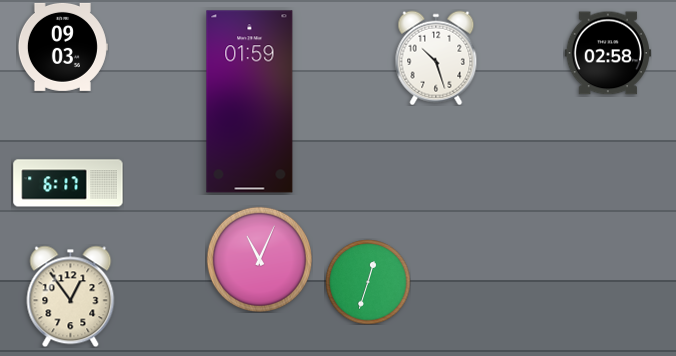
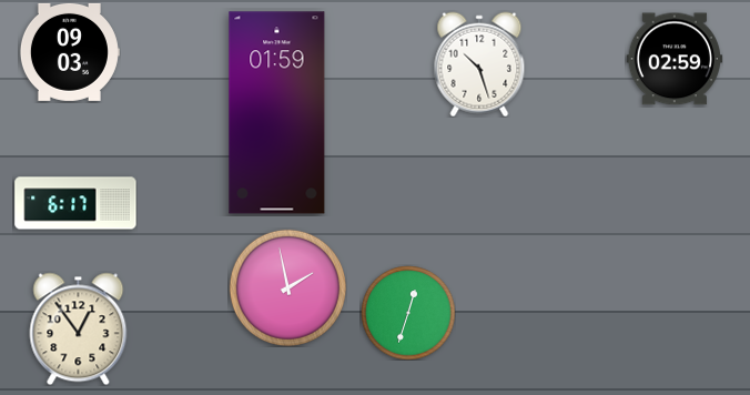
clock at (607, 53): 02:58 -> 02:59
clock at (436, 58) position: (436, 58) -> (479, 64)
clock at (259, 259): 11:04 -> 1:58
